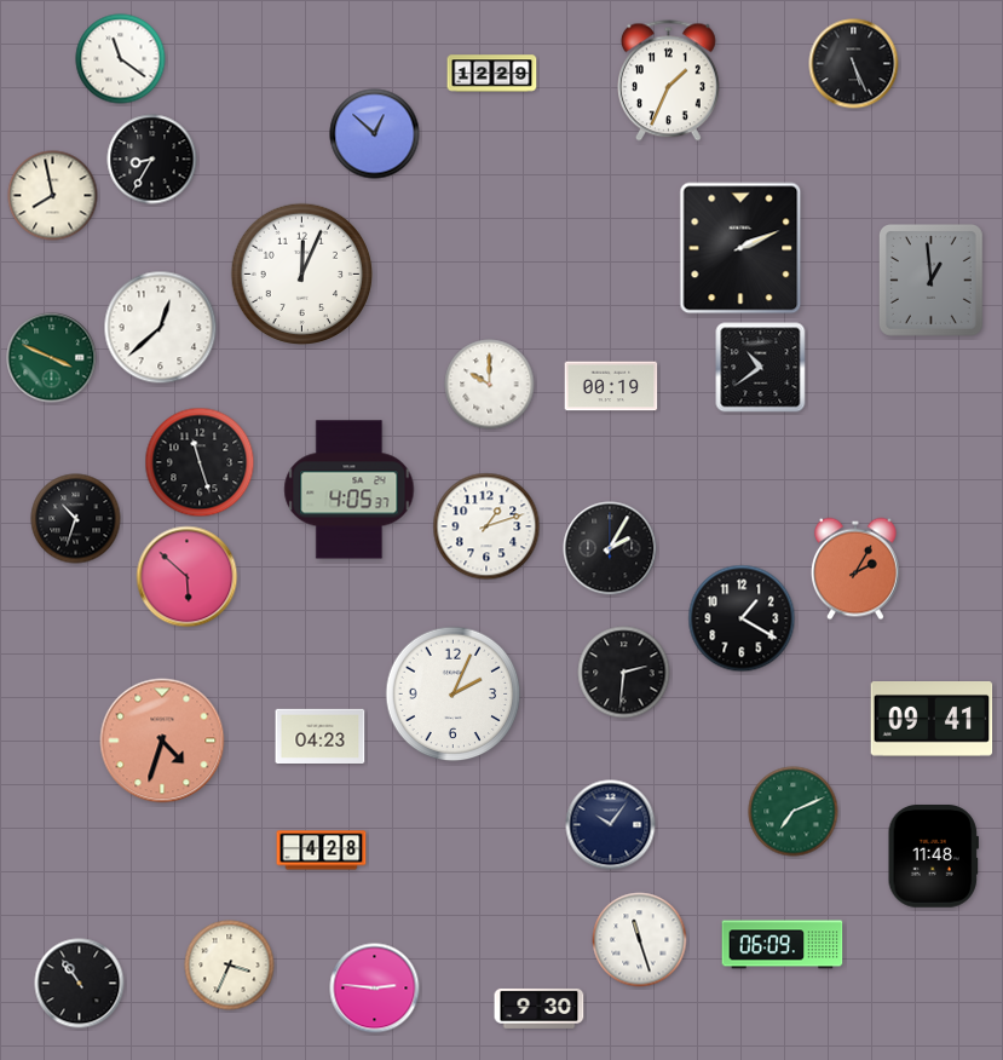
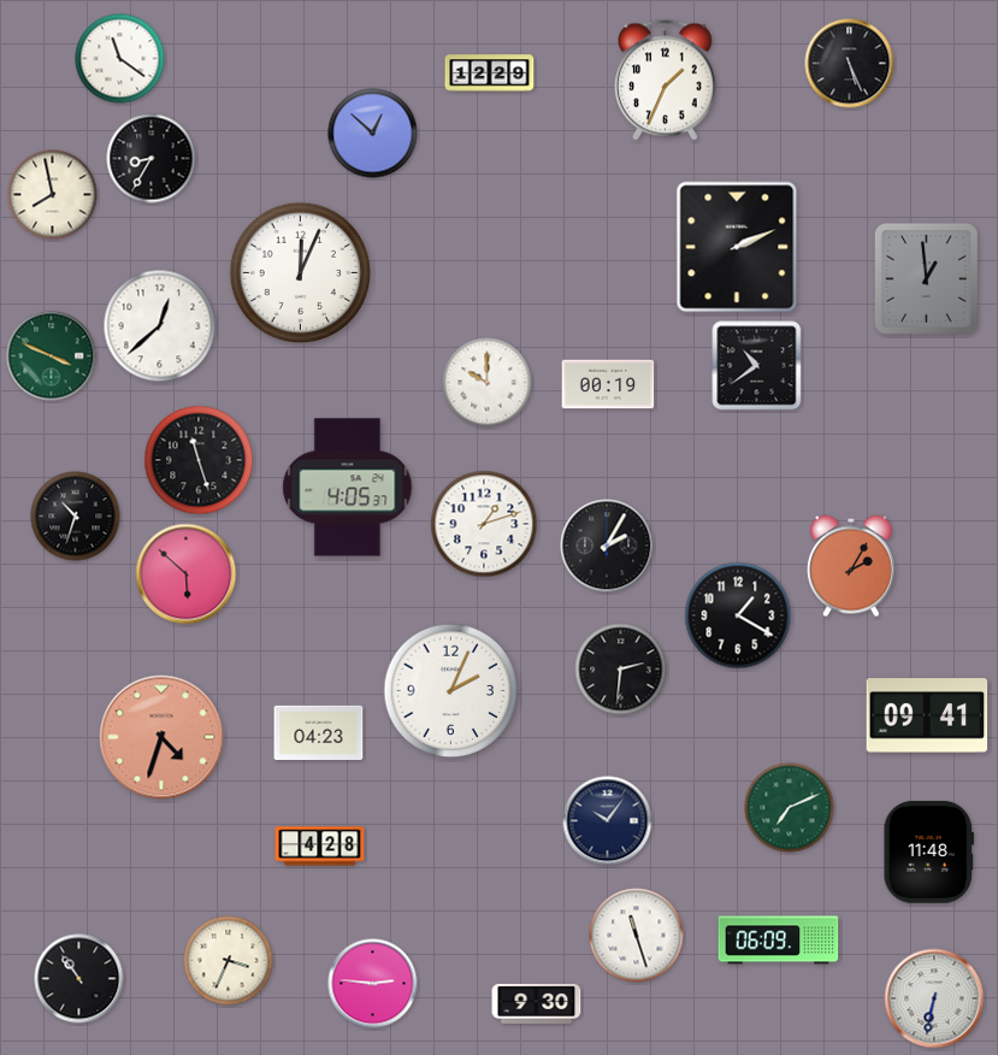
clock at (934, 998): none -> 6:32
